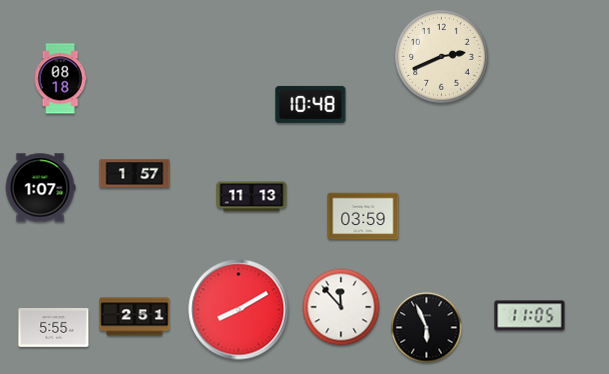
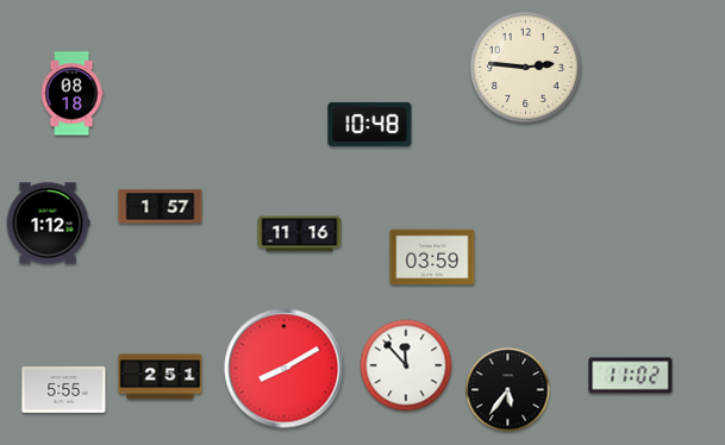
clock at (442, 57): 2:41 -> 2:46
clock at (40, 188): 1:07 -> 1:12
clock at (252, 197): 11:13 -> 11:16
clock at (530, 316): 11:05 -> 11:02
clock at (427, 328): 5:56 -> 5:36
